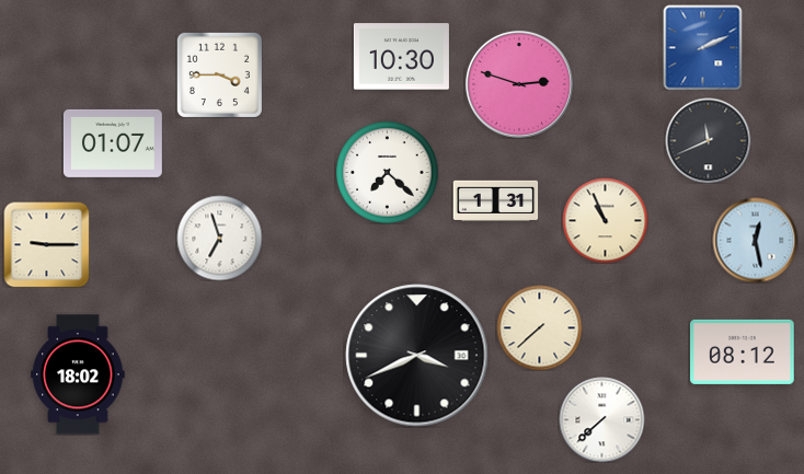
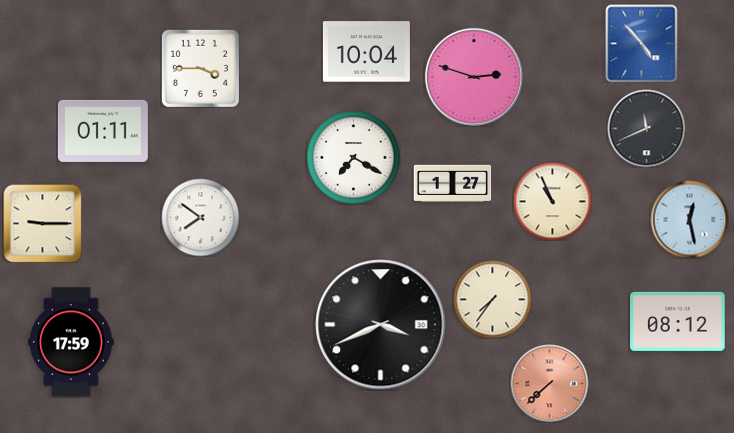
clock at (703, 47): 2:11 -> 4:53
clock at (401, 57): 10:30 -> 10:04
clock at (113, 143): 01:07 -> 01:11
clock at (387, 172): 7:22 -> 7:20
clock at (495, 200): 1:31 -> 1:27
clock at (219, 238): 6:57 -> 7:51
clock at (539, 327): 7:38 -> 7:36
clock at (78, 374): 18:02 -> 17:59
clock at (601, 419) dial: white -> salmon
